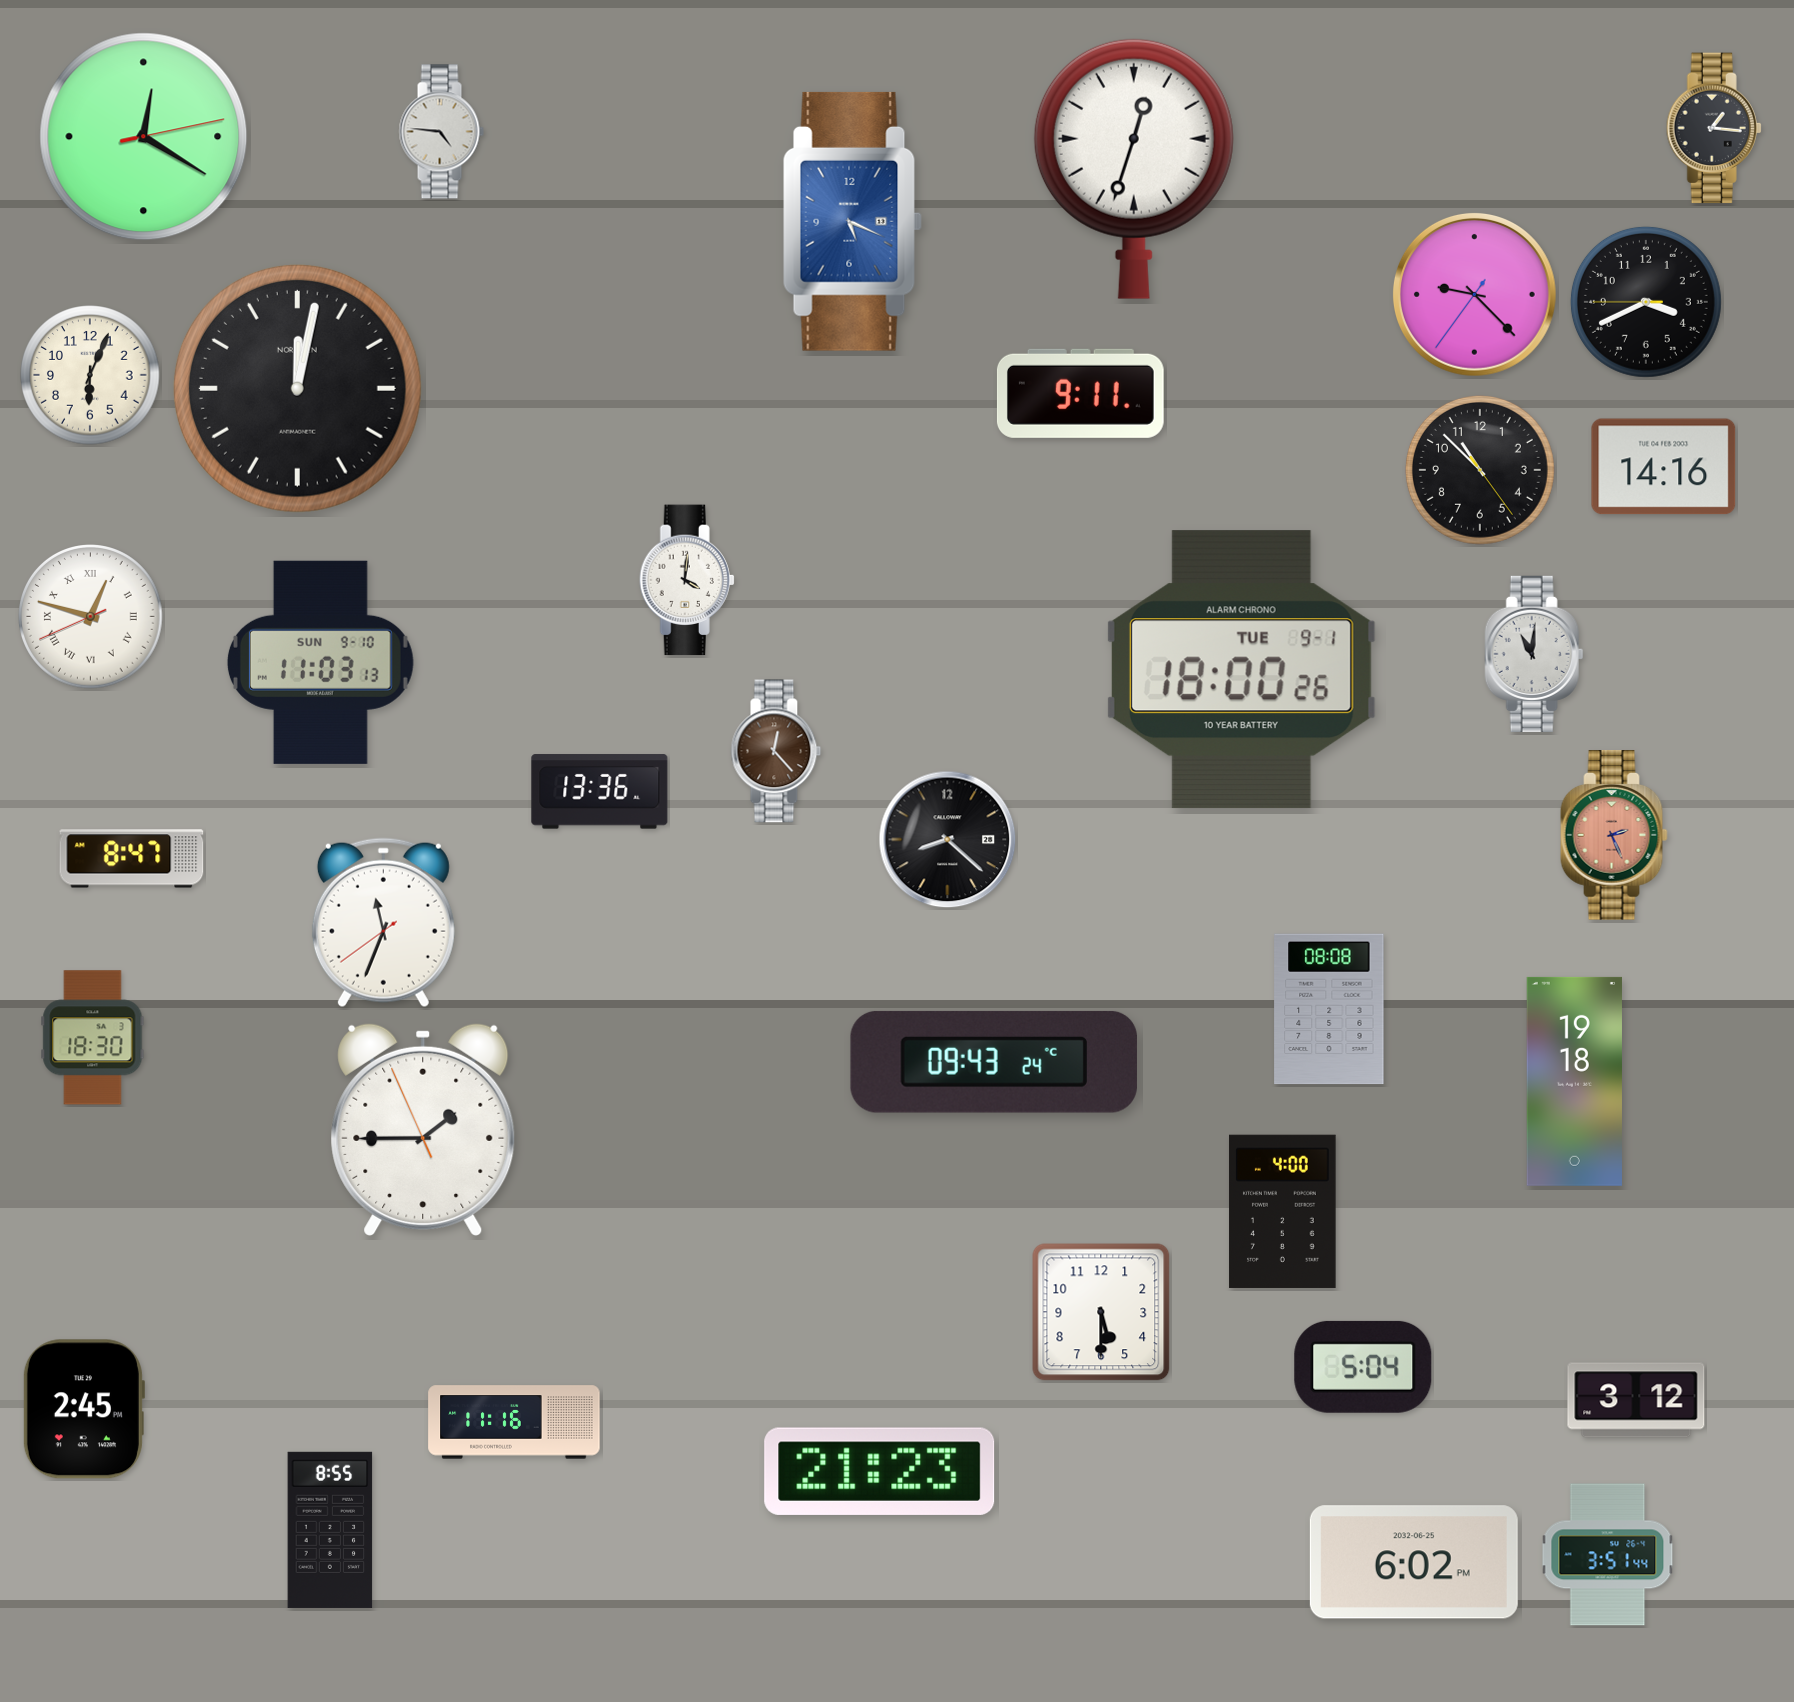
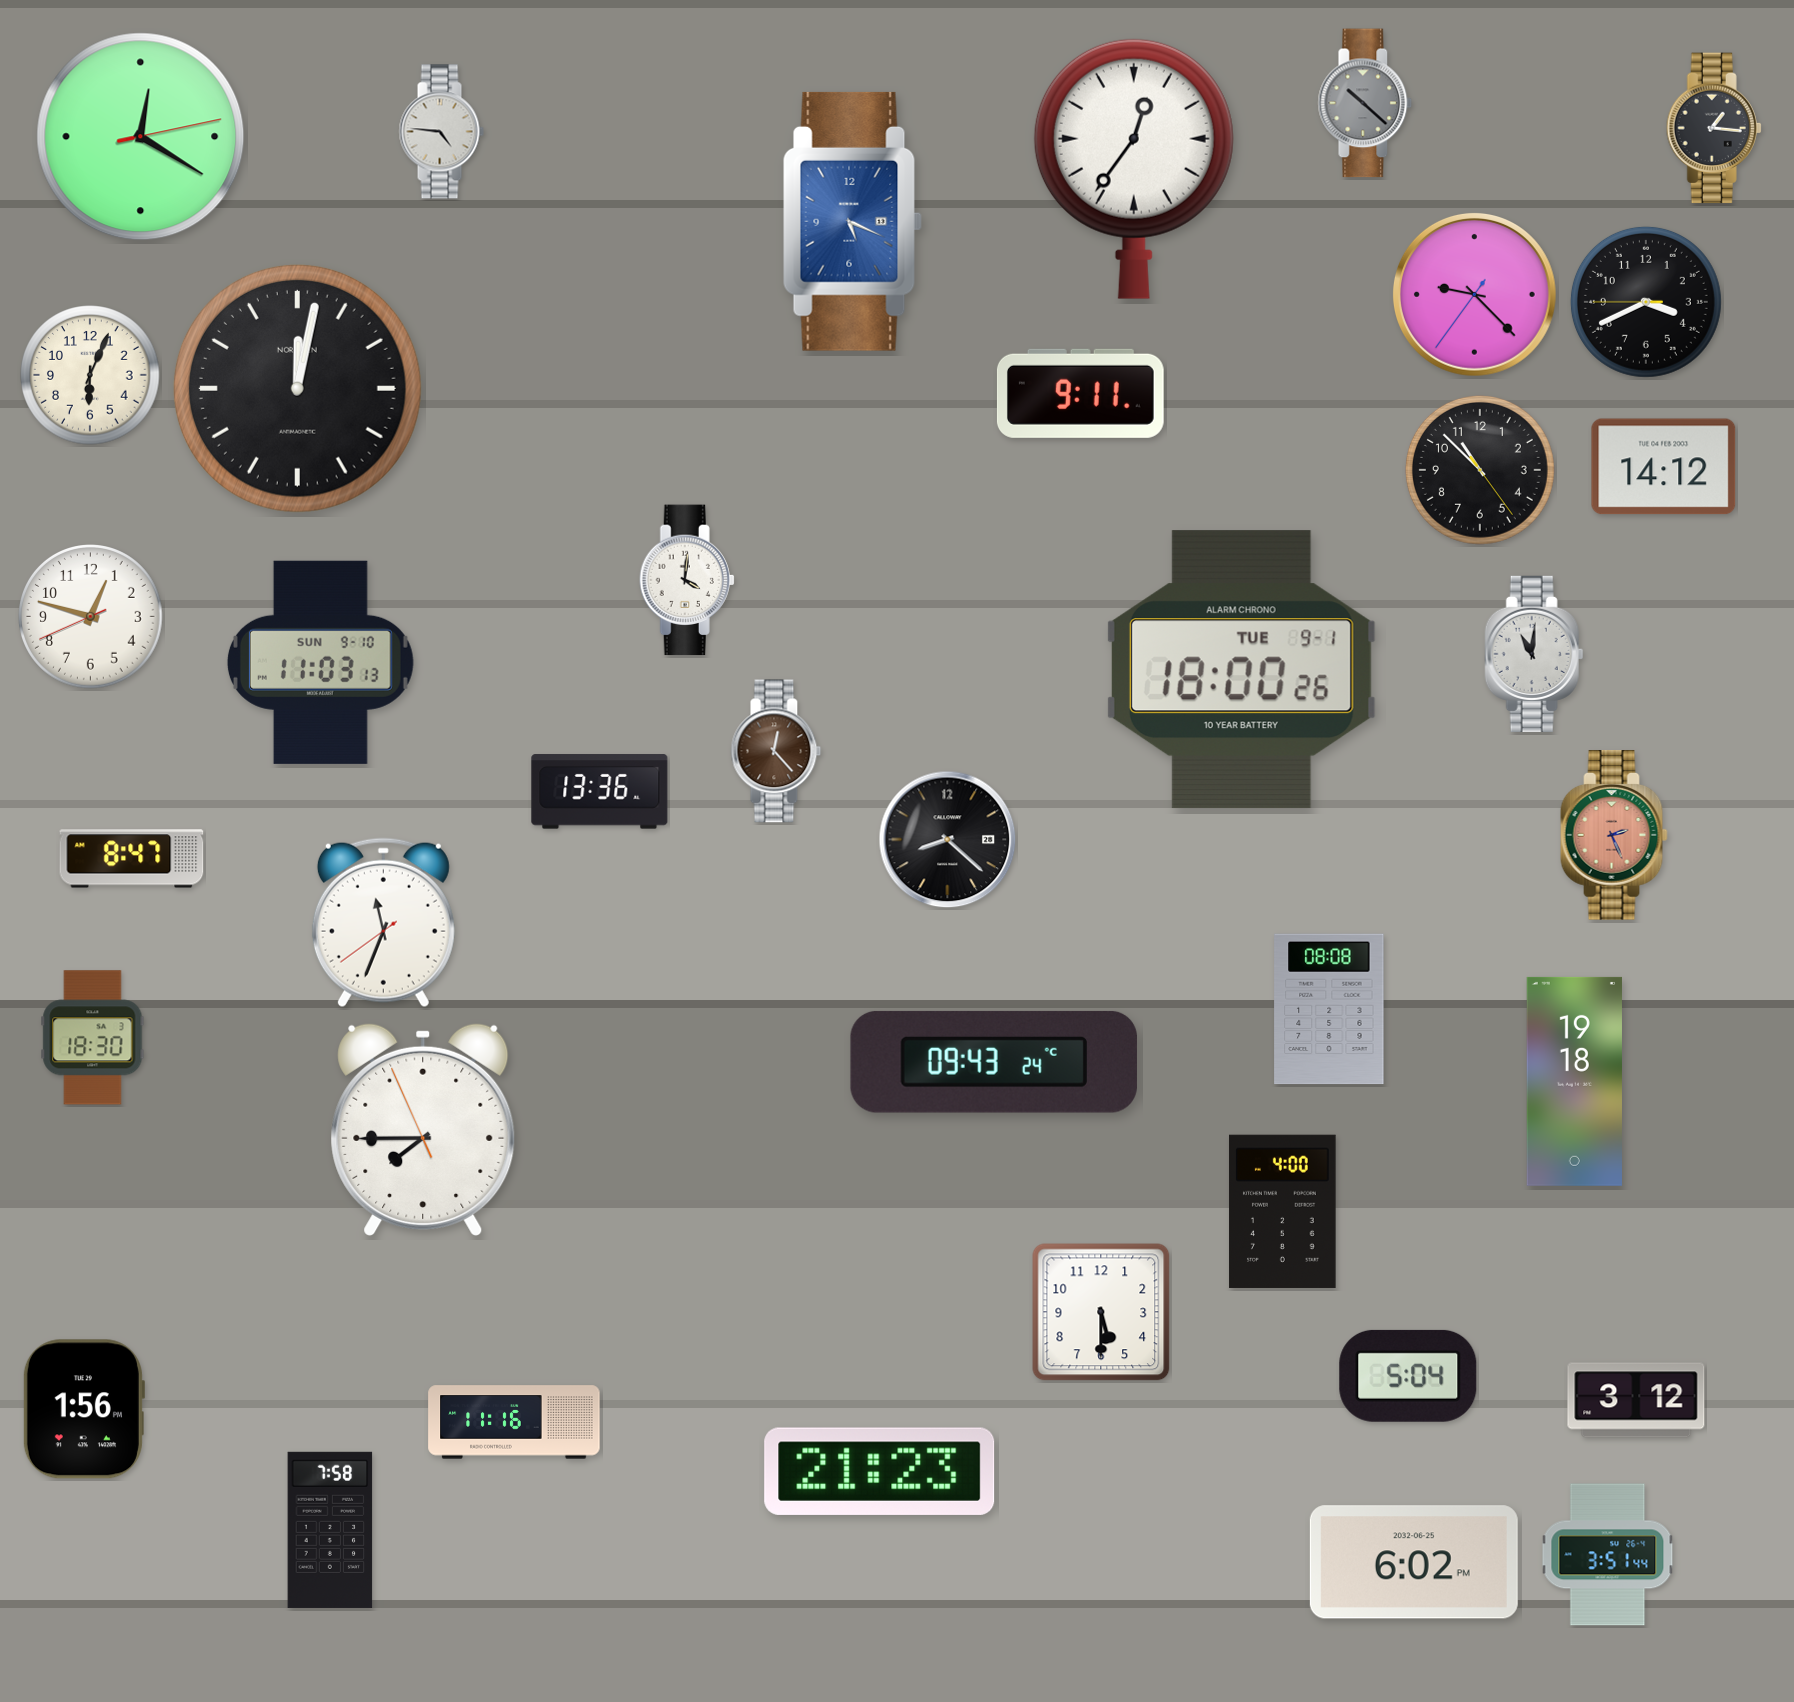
clock at (1365, 103): none -> 10:22
clock at (144, 137) position: (144, 137) -> (141, 137)
clock at (1134, 169): 12:33 -> 12:36
clock at (1664, 467): 14:16 -> 14:12
clock at (91, 617) numerals: Roman -> Arabic
clock at (423, 1130): 1:44 -> 7:44
clock at (1363, 1367) position: (1363, 1367) -> (1408, 1376)
clock at (83, 1409): 2:45 -> 1:56
clock at (330, 1530): 8:55 -> 7:58
